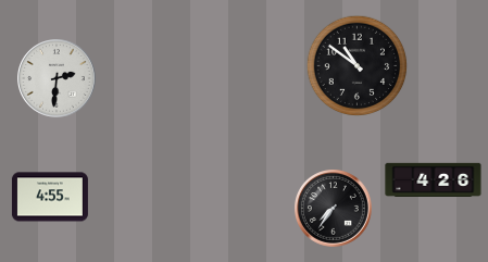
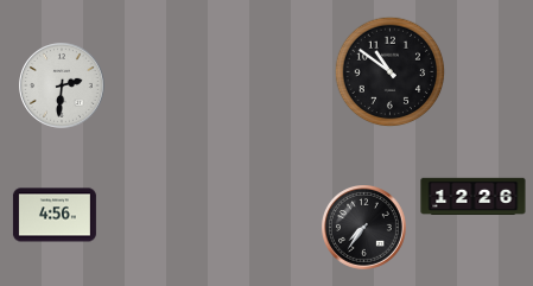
clock at (434, 179): 4:26 -> 12:26
clock at (50, 197): 4:55 -> 4:56
